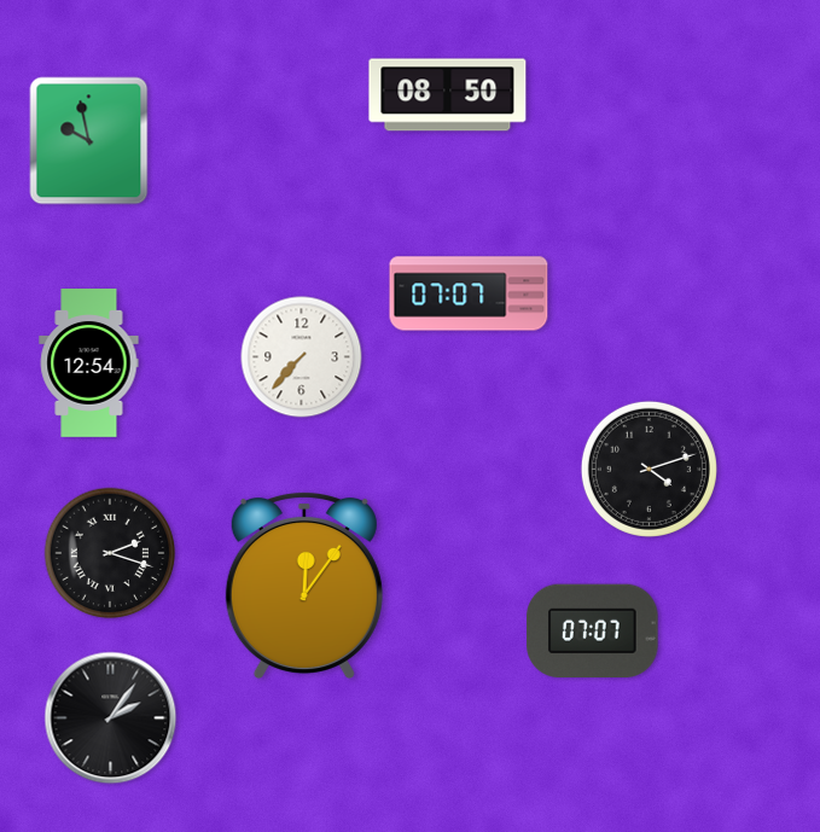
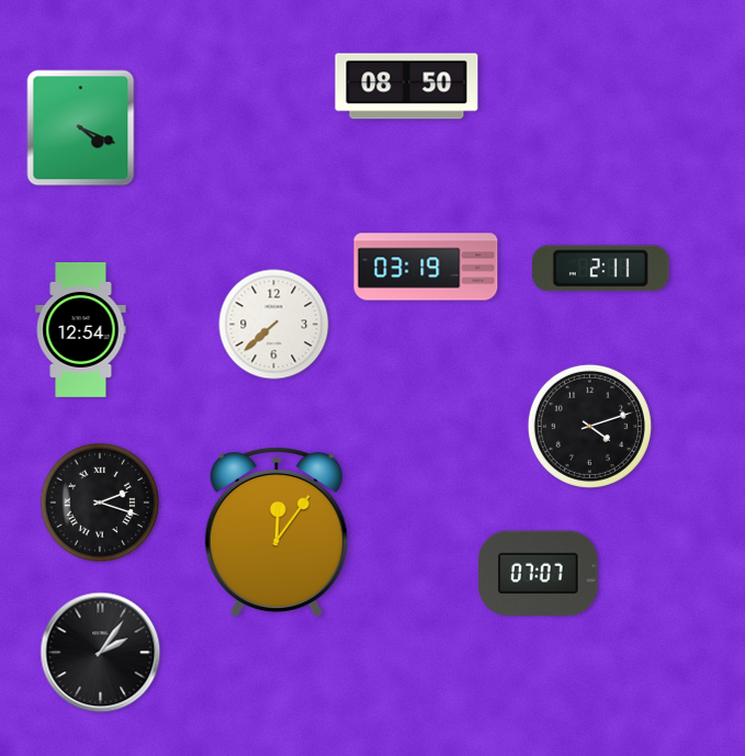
clock at (89, 141): 9:58 -> 4:19
clock at (469, 293): 07:07 -> 03:19
clock at (601, 269): none -> 2:11
clock at (302, 357): 7:37 -> 7:38
